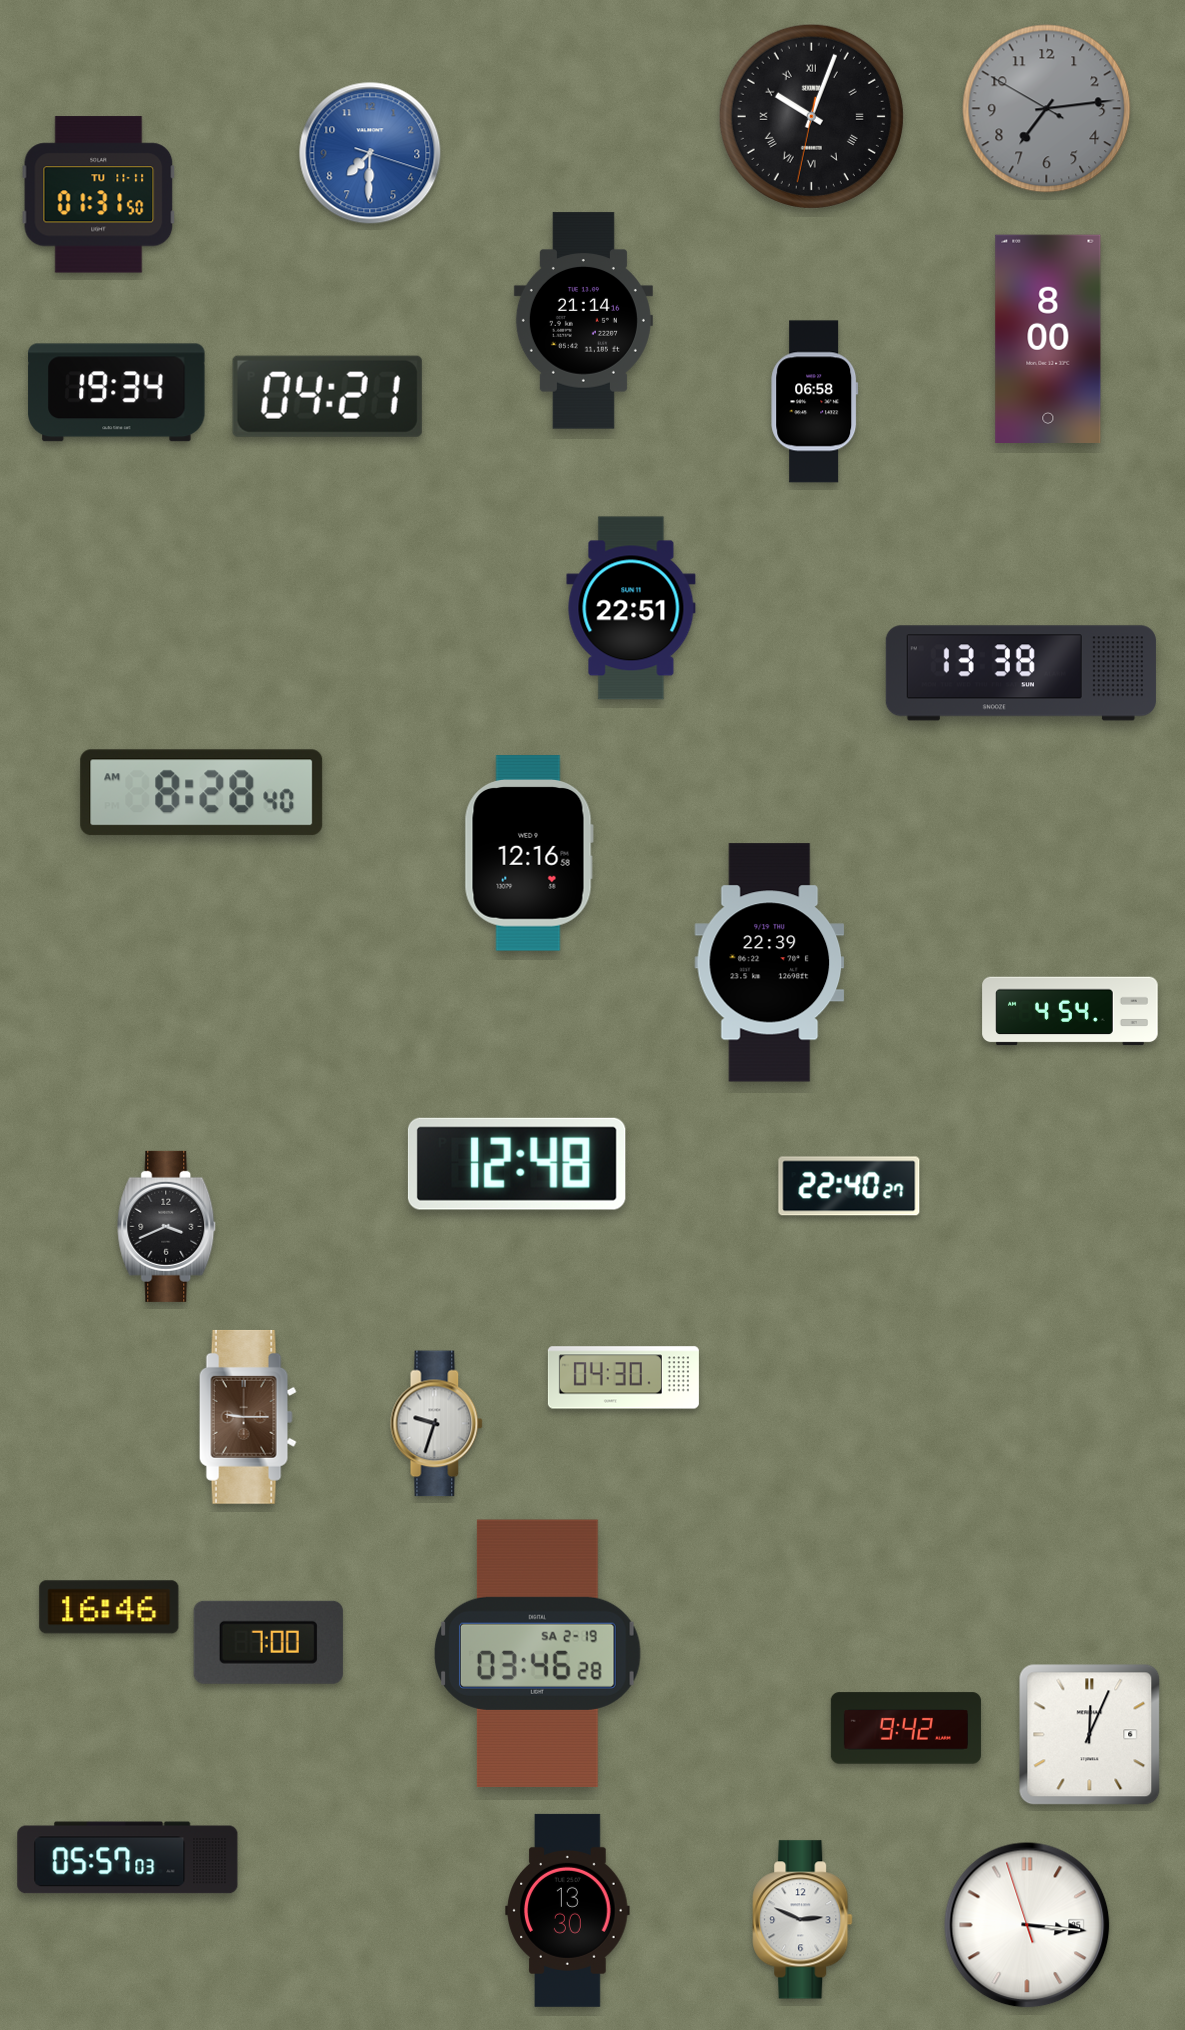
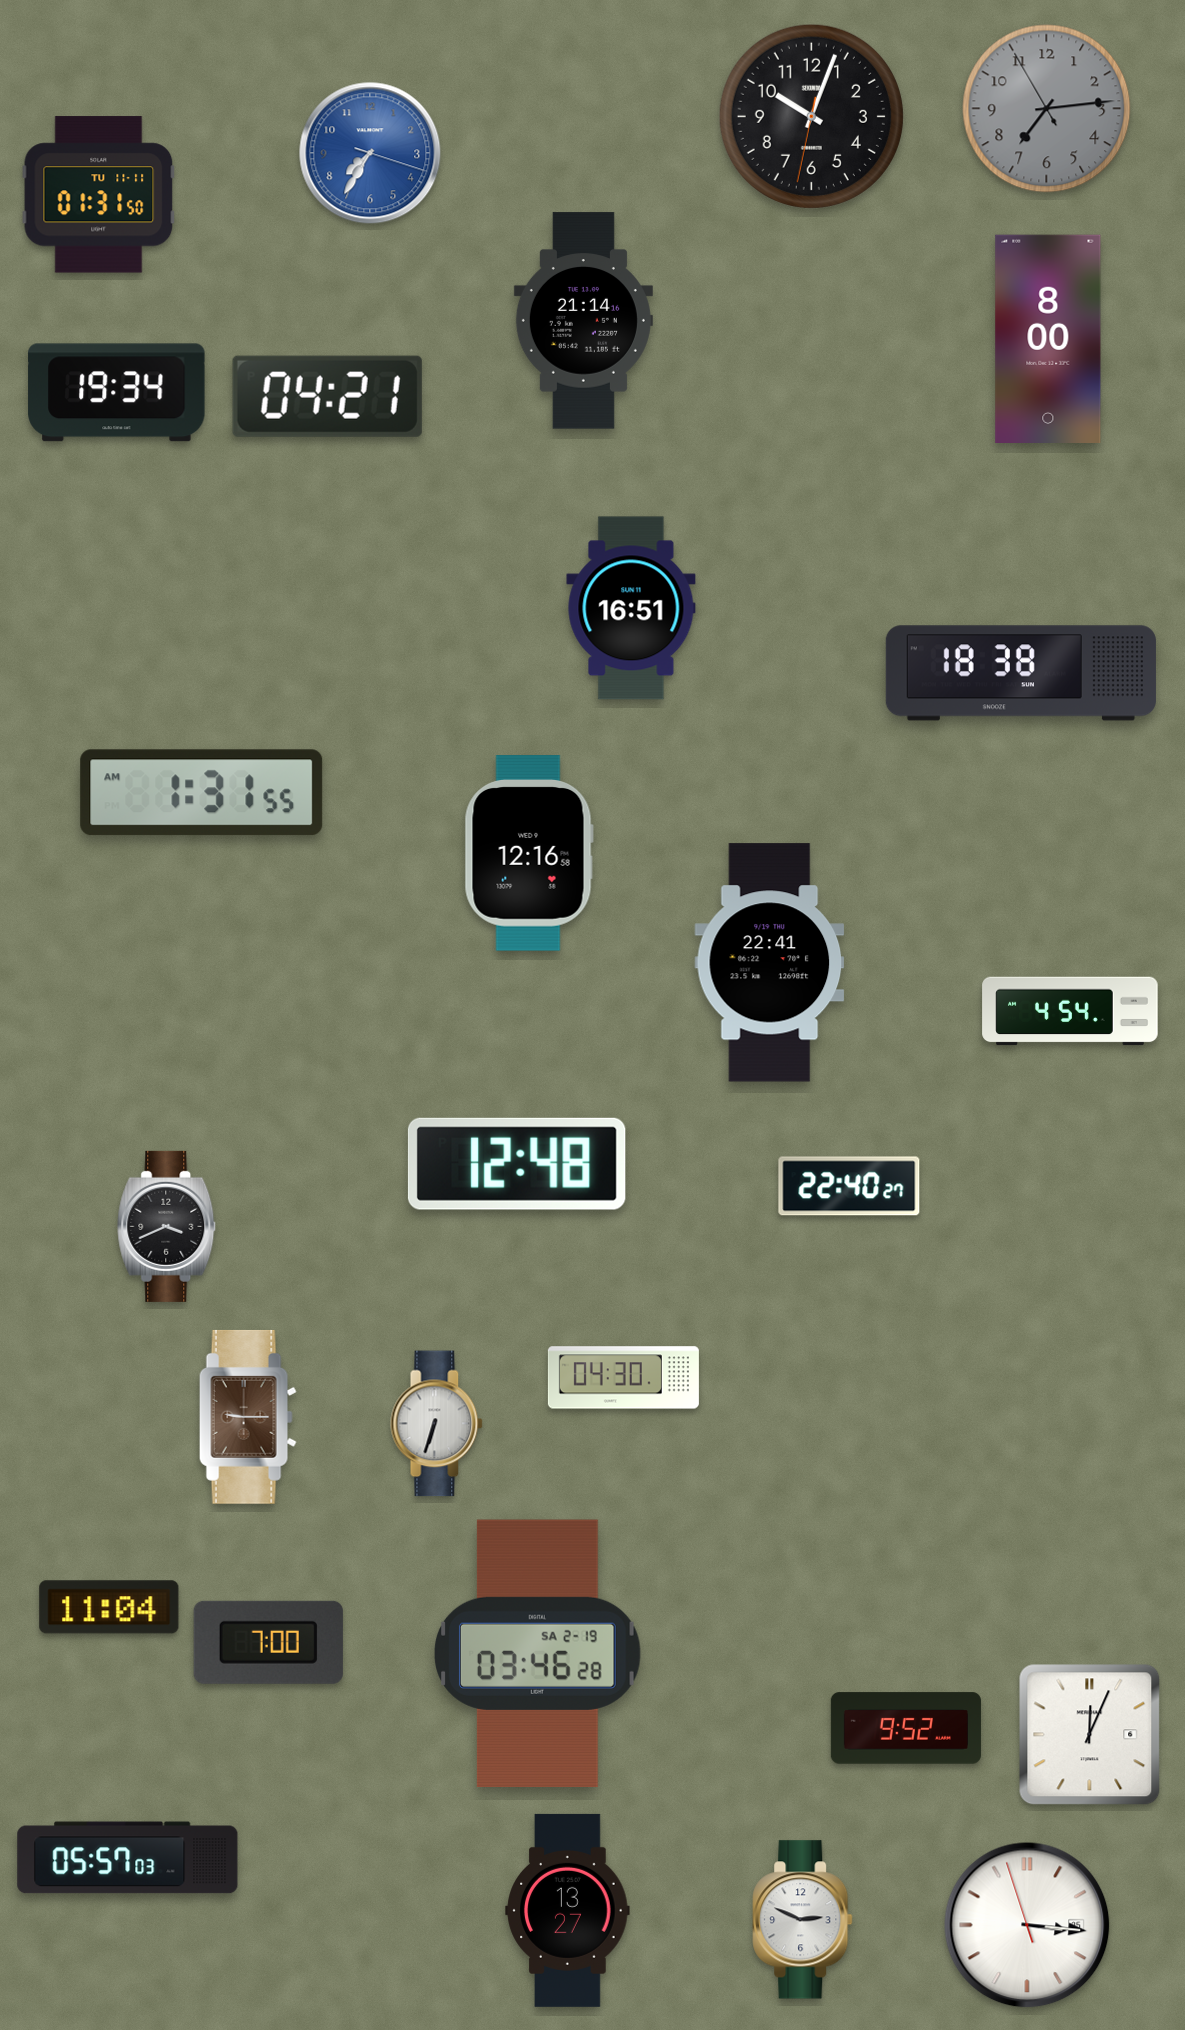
clock at (1047, 109): 7:13:50 -> 7:13:55
clock at (811, 116) numerals: Roman -> Arabic
clock at (370, 153): 7:30 -> 7:35
clock at (815, 402): 06:58 -> none
clock at (631, 608): 22:51 -> 16:51
clock at (1021, 673): 13:38 -> 18:38
clock at (202, 793): 8:28 -> 1:31
clock at (770, 963): 22:39 -> 22:41
clock at (437, 1424): 9:33 -> 6:33
clock at (109, 1607): 16:46 -> 11:04
clock at (906, 1728): 9:42 -> 9:52
clock at (568, 1910): 13:30 -> 13:27
